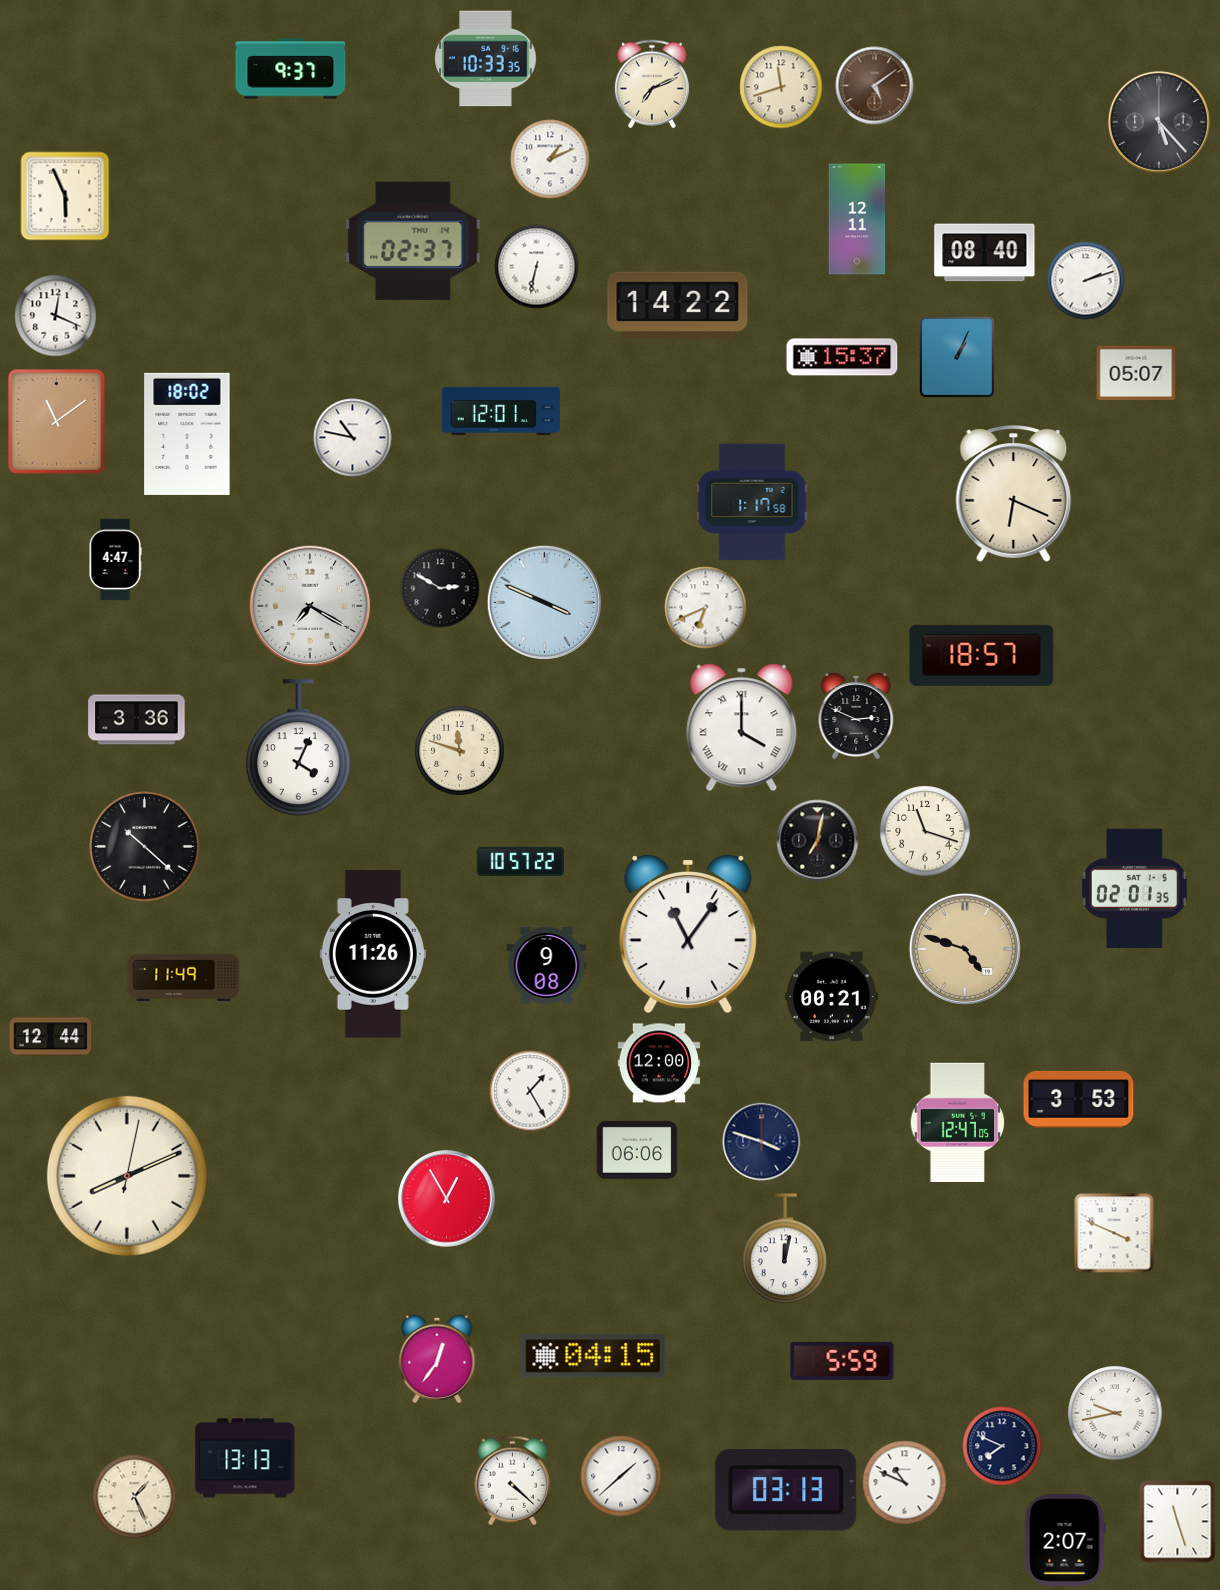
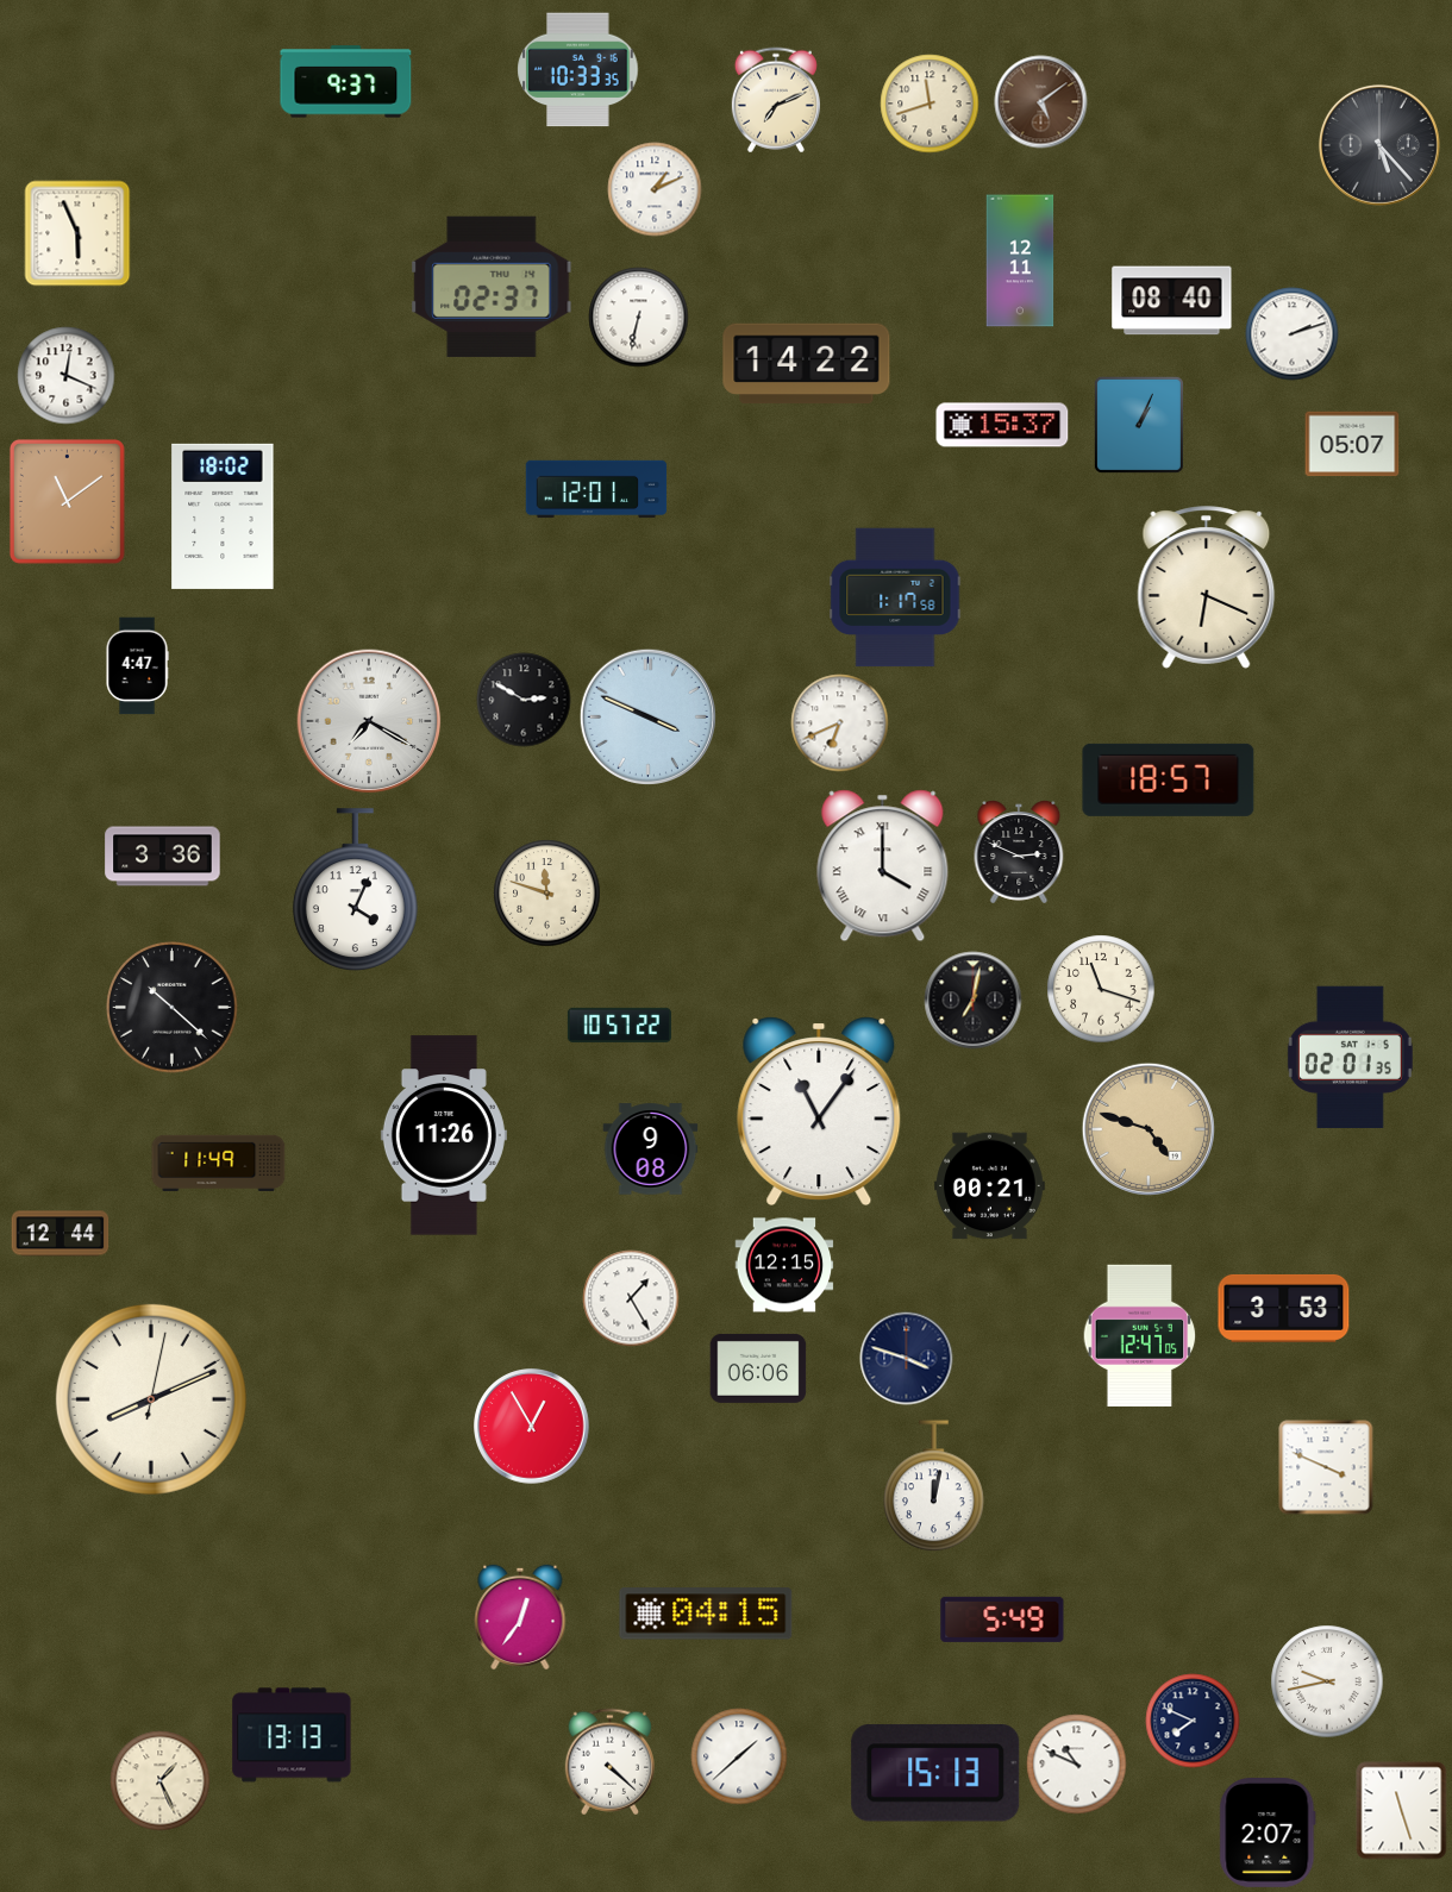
clock at (353, 438): 10:47 -> none
clock at (659, 1063): 12:00 -> 12:15
clock at (842, 1361): 5:59 -> 5:49
clock at (786, 1490): 03:13 -> 15:13
